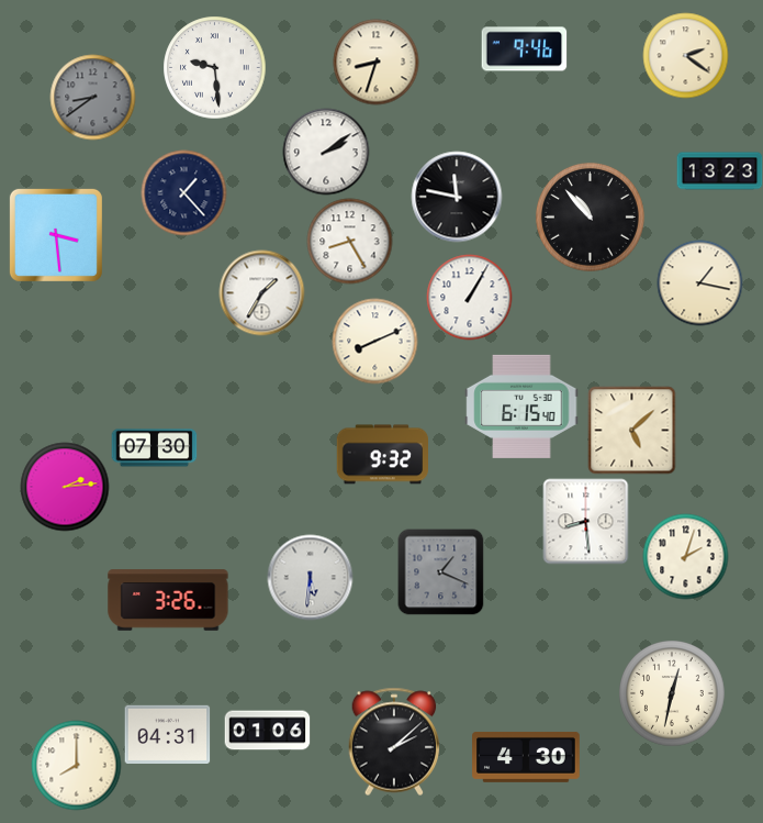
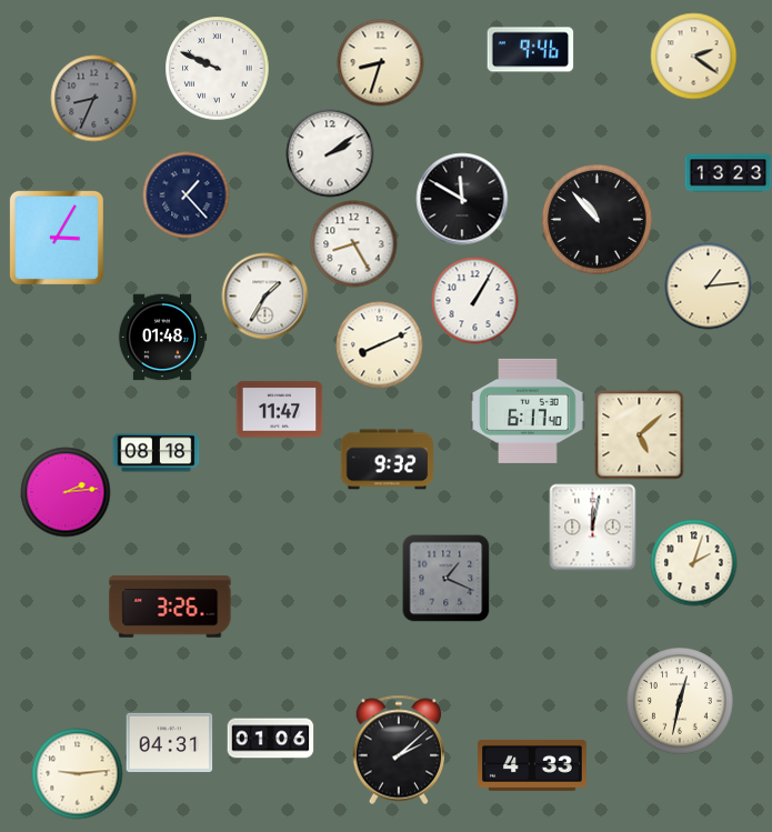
clock at (214, 67): 9:29 -> 9:49
clock at (92, 97): 8:39 -> 8:34
clock at (457, 197): 11:47 -> 11:50
clock at (56, 235): 3:29 -> 3:05
clock at (699, 282): 1:17 -> 1:14
clock at (162, 338): none -> 01:48
clock at (279, 410): none -> 11:47
clock at (521, 407): 6:15 -> 6:17
clock at (154, 448): 07:30 -> 08:18
clock at (585, 521): 8:29 -> 12:02
clock at (310, 577): 5:31 -> none
clock at (526, 757): 4:30 -> 4:33
clock at (76, 765): 8:00 -> 9:14
